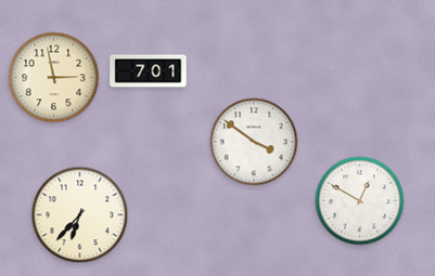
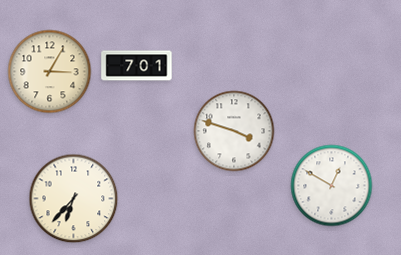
clock at (54, 78): 2:58 -> 3:05
clock at (254, 142): 3:51 -> 3:48
